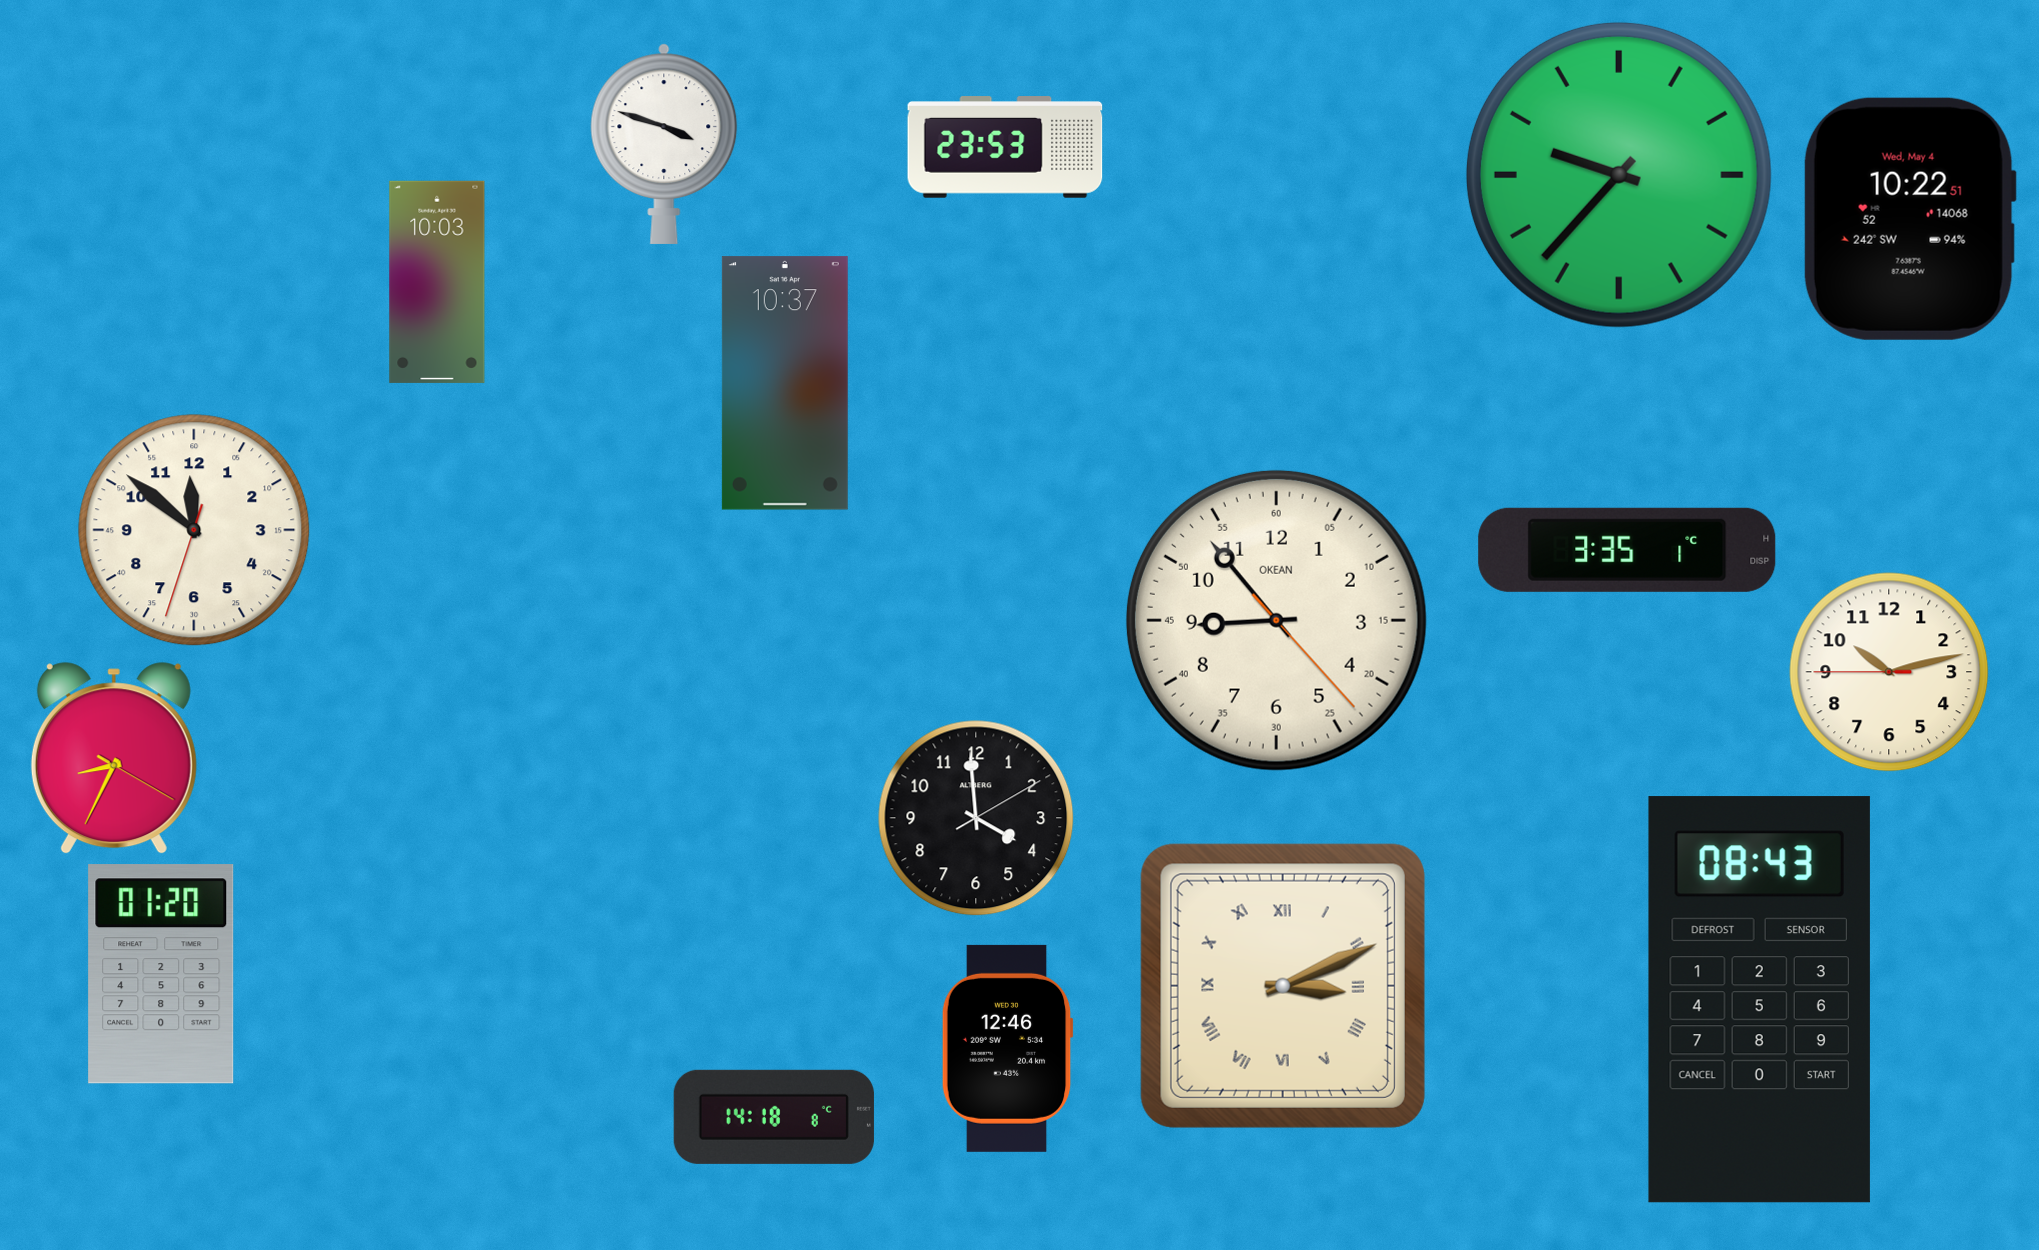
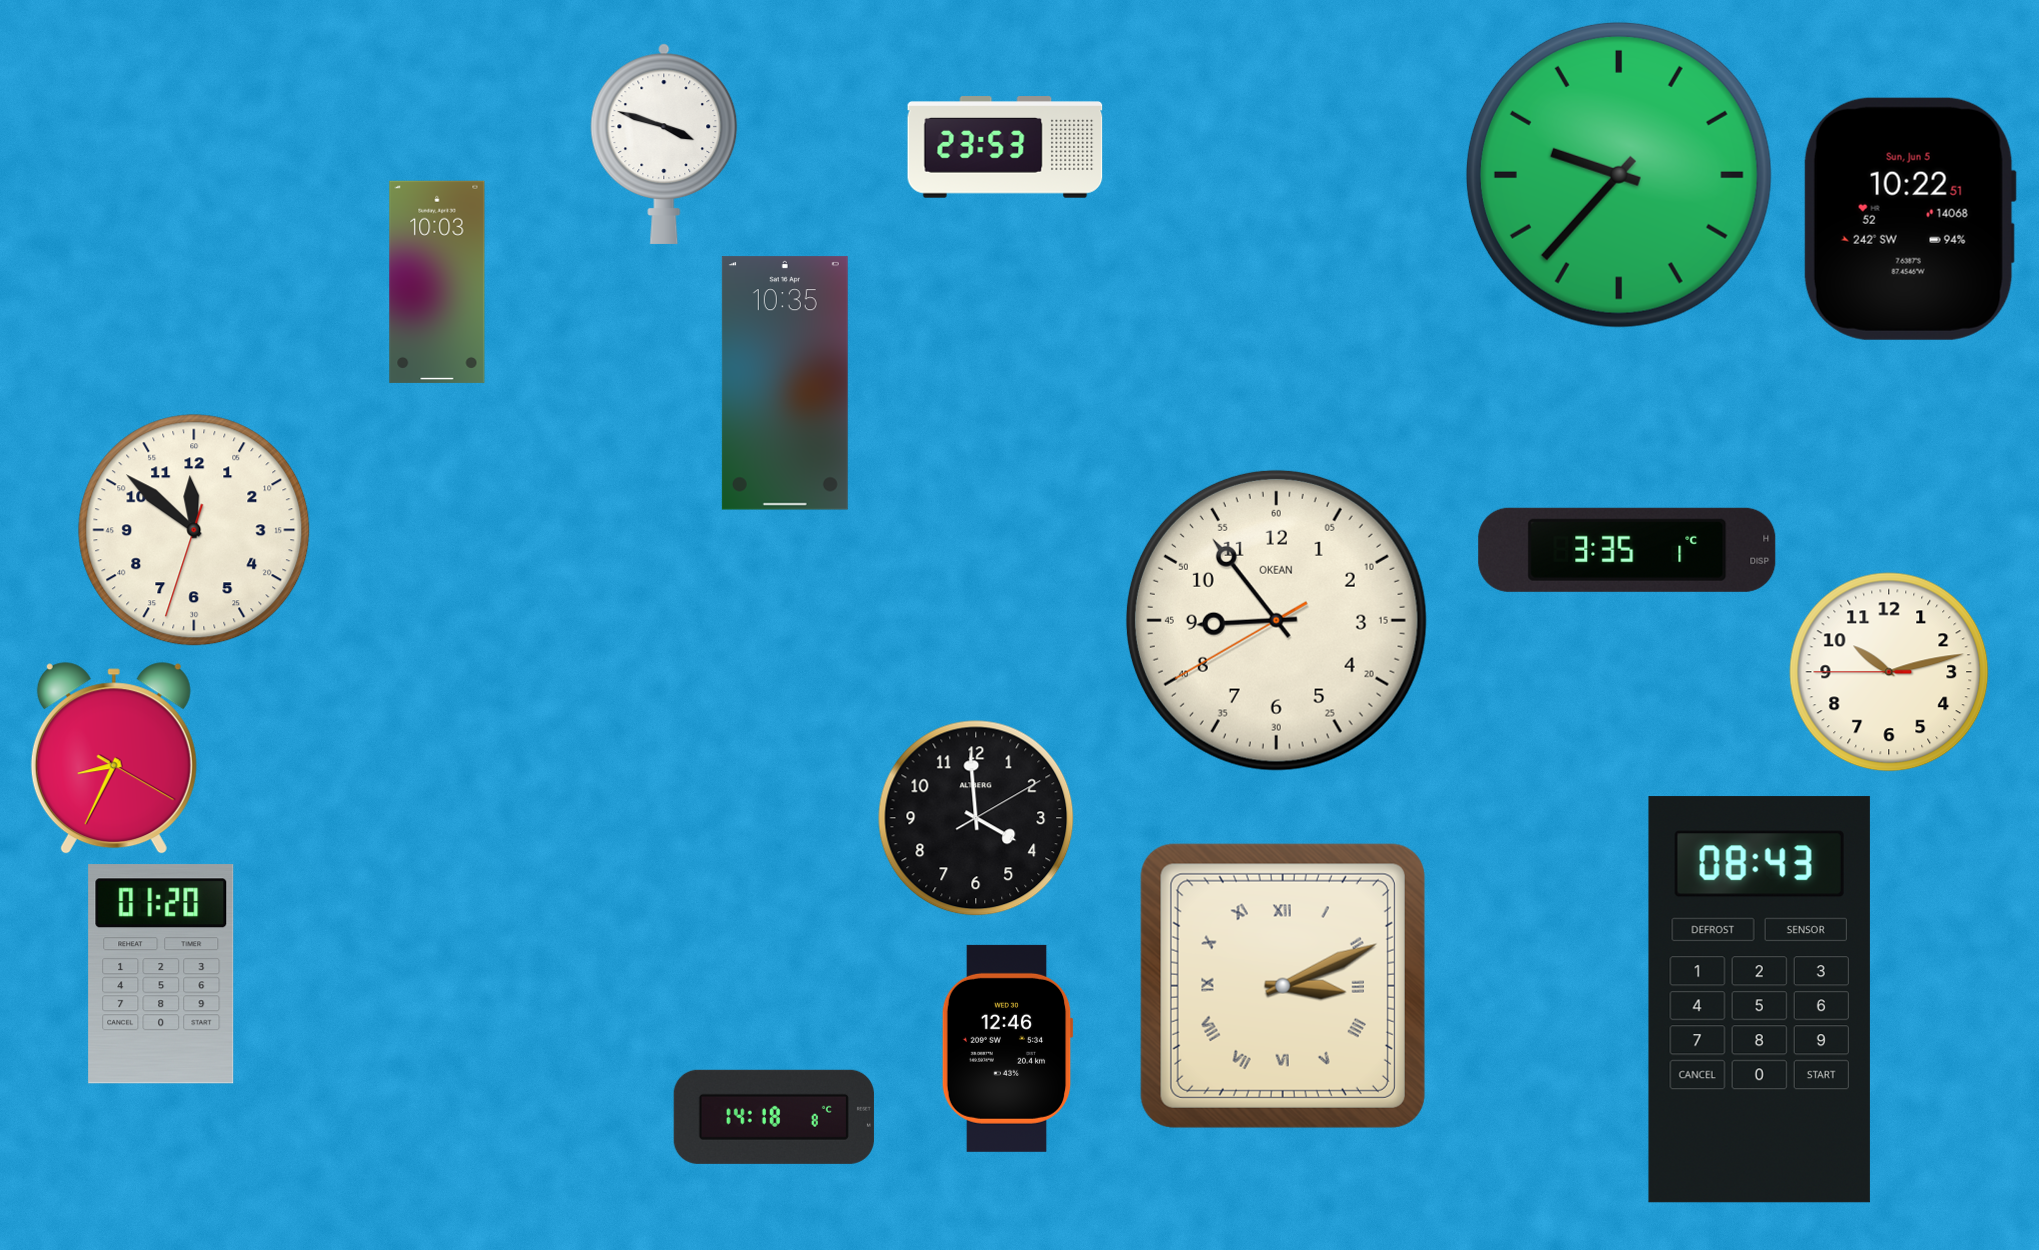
clock at (1910, 219) date: Wed, May 4 -> Sun, Jun 5
clock at (785, 383): 10:37 -> 10:35
clock at (1276, 620): 8:53:23 -> 8:53:40
